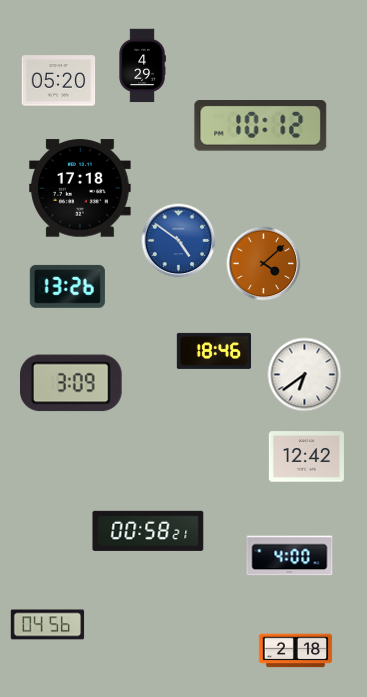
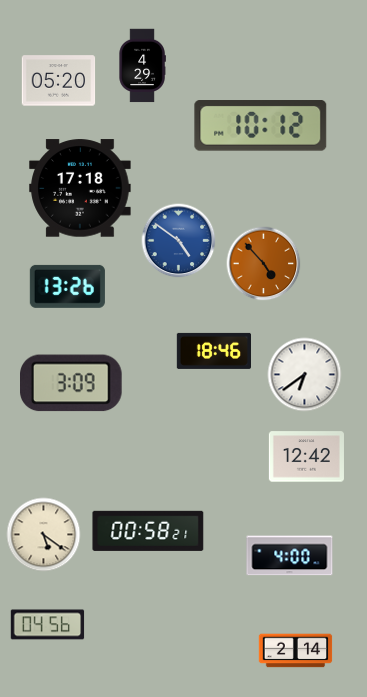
clock at (264, 264): 4:08 -> 4:53
clock at (44, 535): none -> 5:21
clock at (296, 651): 2:18 -> 2:14
